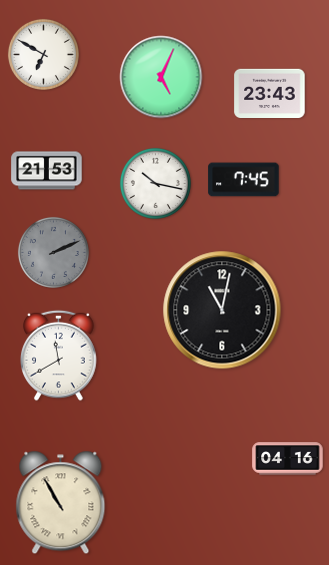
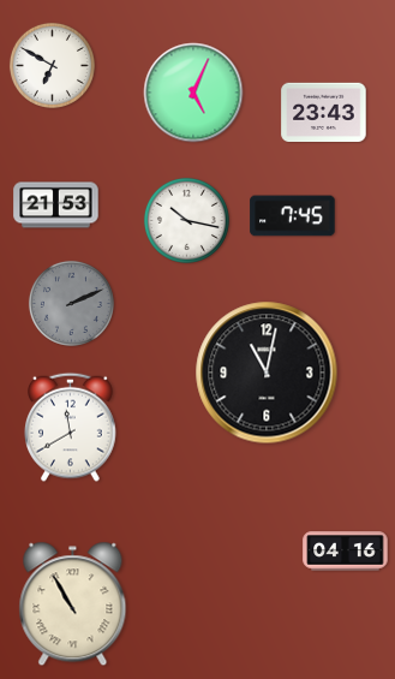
clock at (53, 252) position: (53, 252) -> (71, 303)
